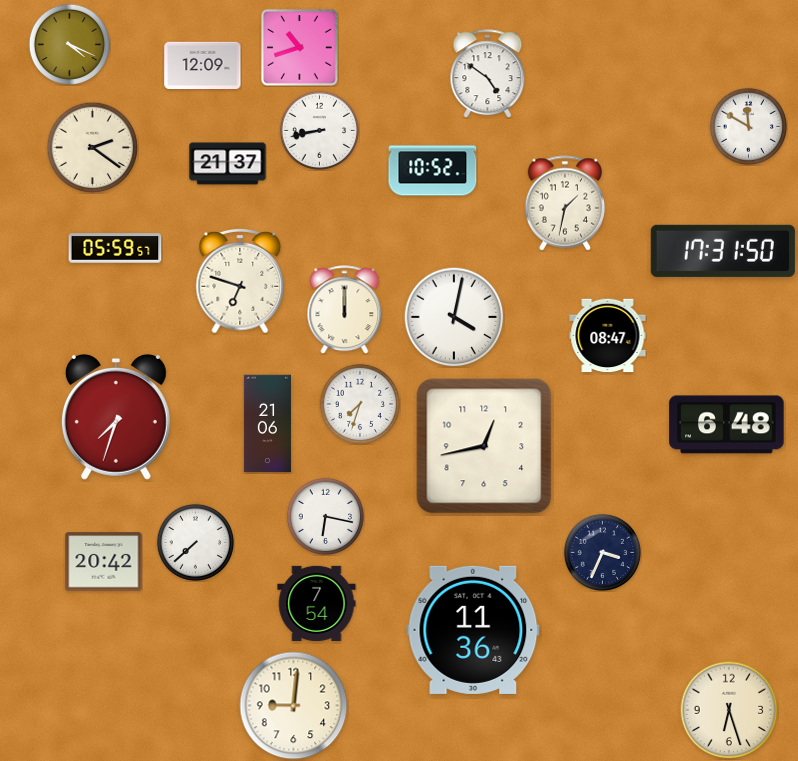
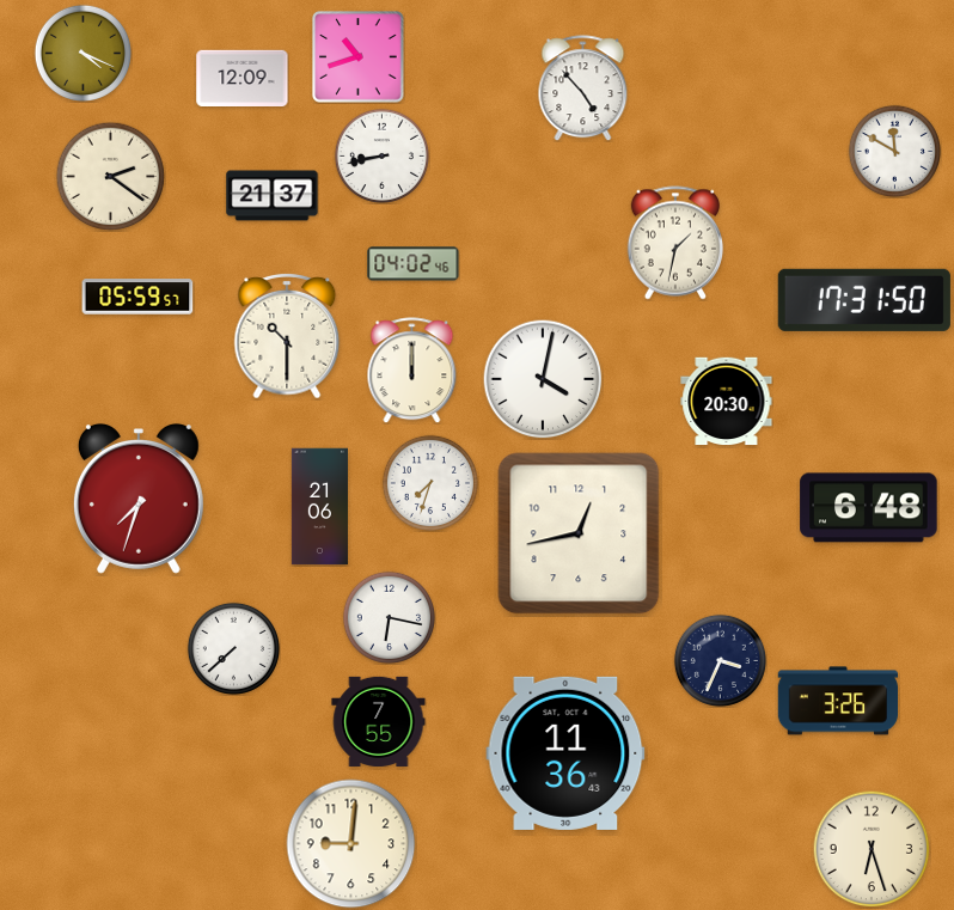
clock at (488, 74): 4:51 -> 4:53
clock at (433, 171): 10:52 -> none
clock at (414, 264): none -> 04:02
clock at (240, 281): 6:48 -> 10:30
clock at (608, 336): 08:47 -> 20:30
clock at (104, 562): 20:42 -> none
clock at (837, 701): none -> 3:26
clock at (317, 603): 7:54 -> 7:55
